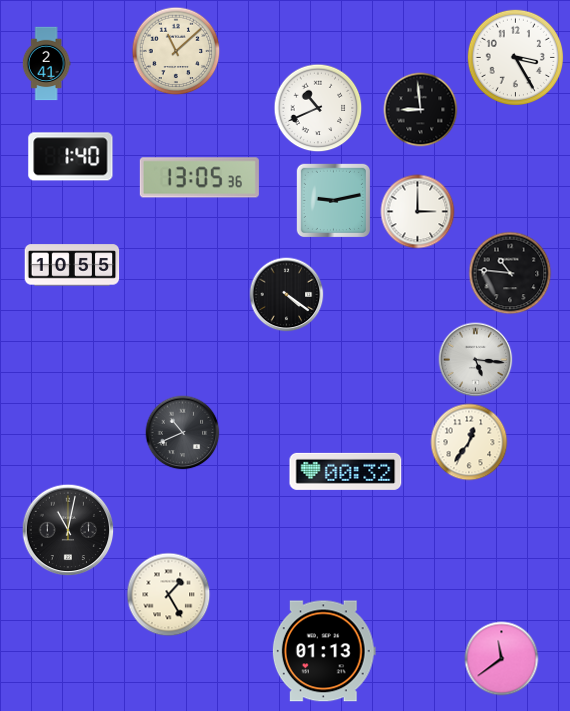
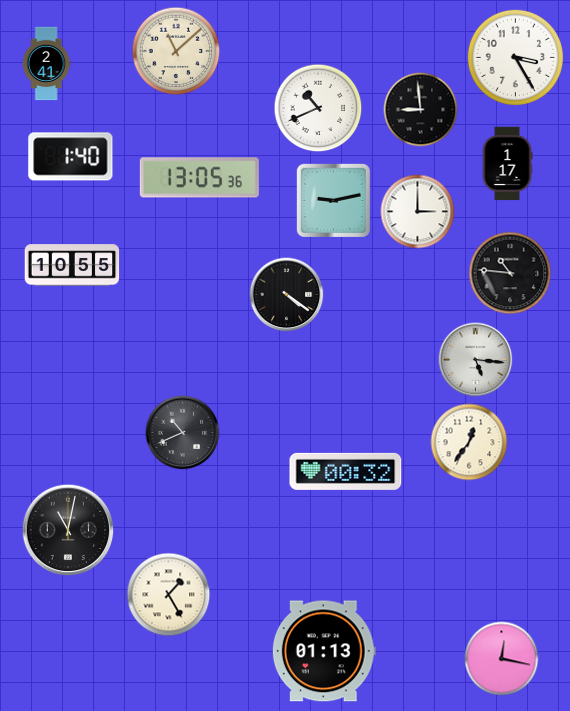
clock at (507, 164): none -> 1:17
clock at (502, 659): 11:39 -> 12:17
